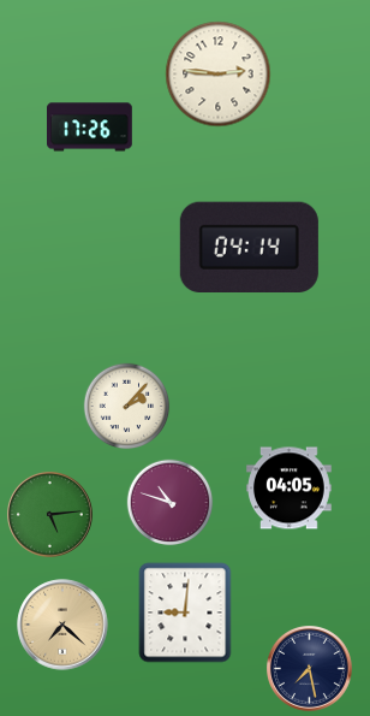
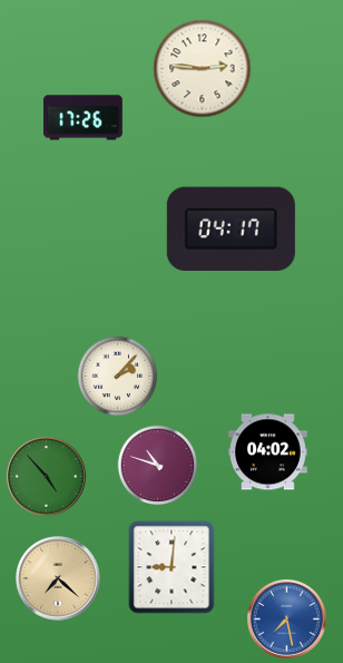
clock at (249, 247): 04:14 -> 04:17
clock at (290, 489): 04:05 -> 04:02
clock at (50, 515): 5:14 -> 4:53
clock at (310, 669) dial: navy -> blue
